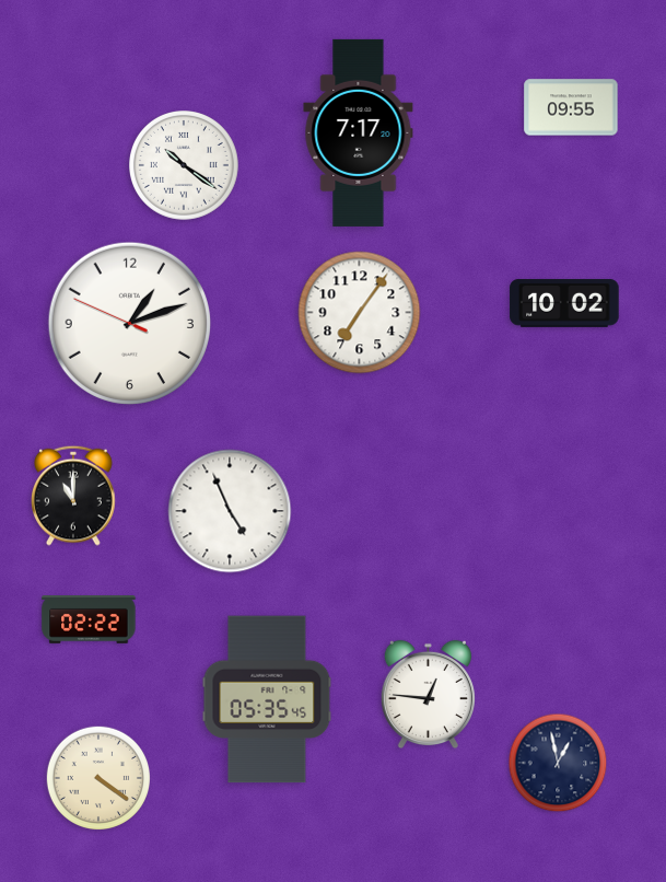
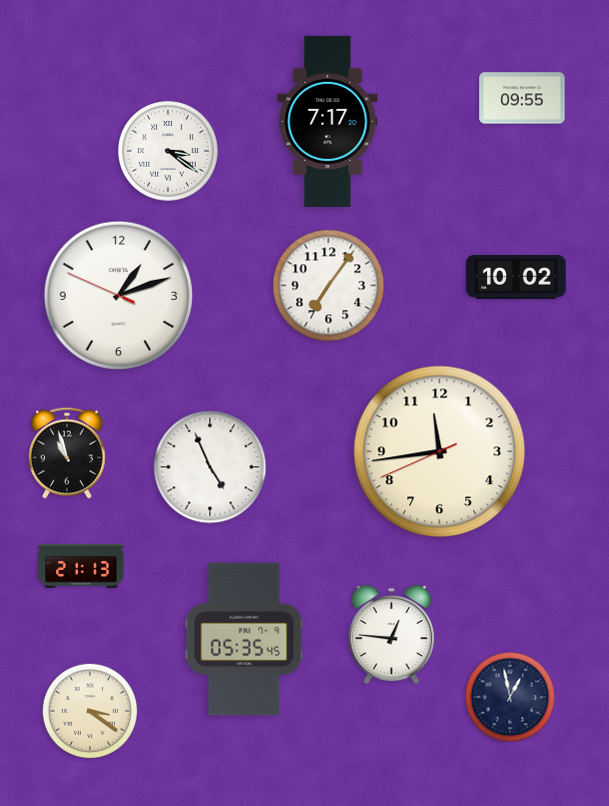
clock at (185, 166): 10:21 -> 3:21
clock at (440, 452): none -> 11:43
clock at (74, 496): 11:00 -> 10:57
clock at (89, 620): 02:22 -> 21:13
clock at (97, 777): 4:21 -> 3:21
